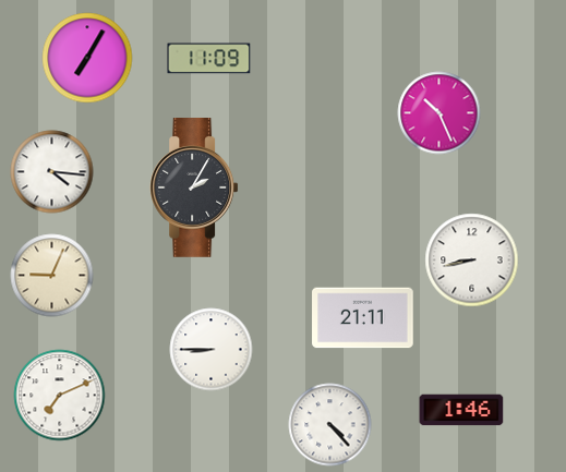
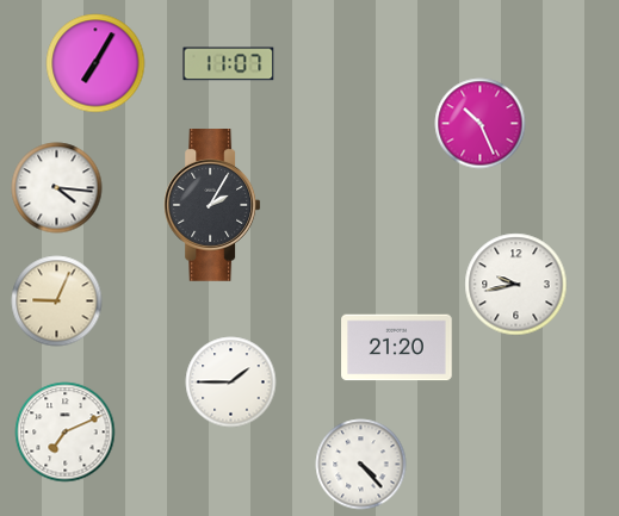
clock at (209, 59): 11:09 -> 11:07
clock at (472, 261): 8:43 -> 9:43
clock at (363, 318): 21:11 -> 21:20
clock at (212, 350): 8:45 -> 1:45
clock at (461, 410): 1:46 -> none
